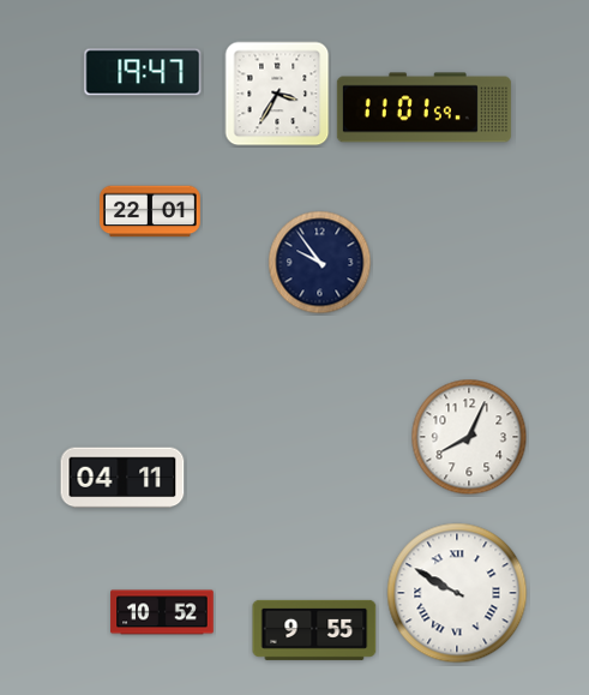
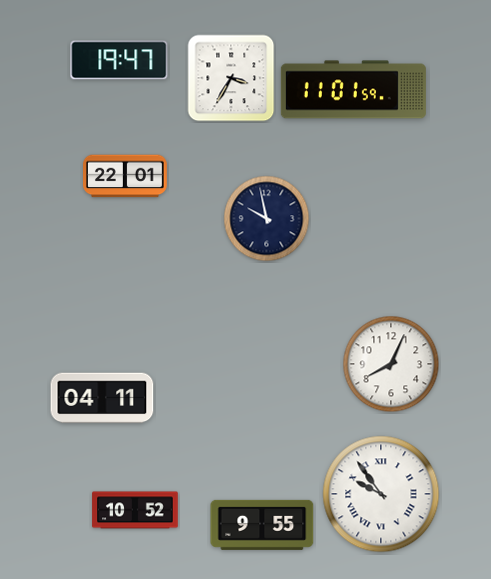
clock at (320, 263): 9:54 -> 9:58
clock at (457, 593): 9:50 -> 9:54
